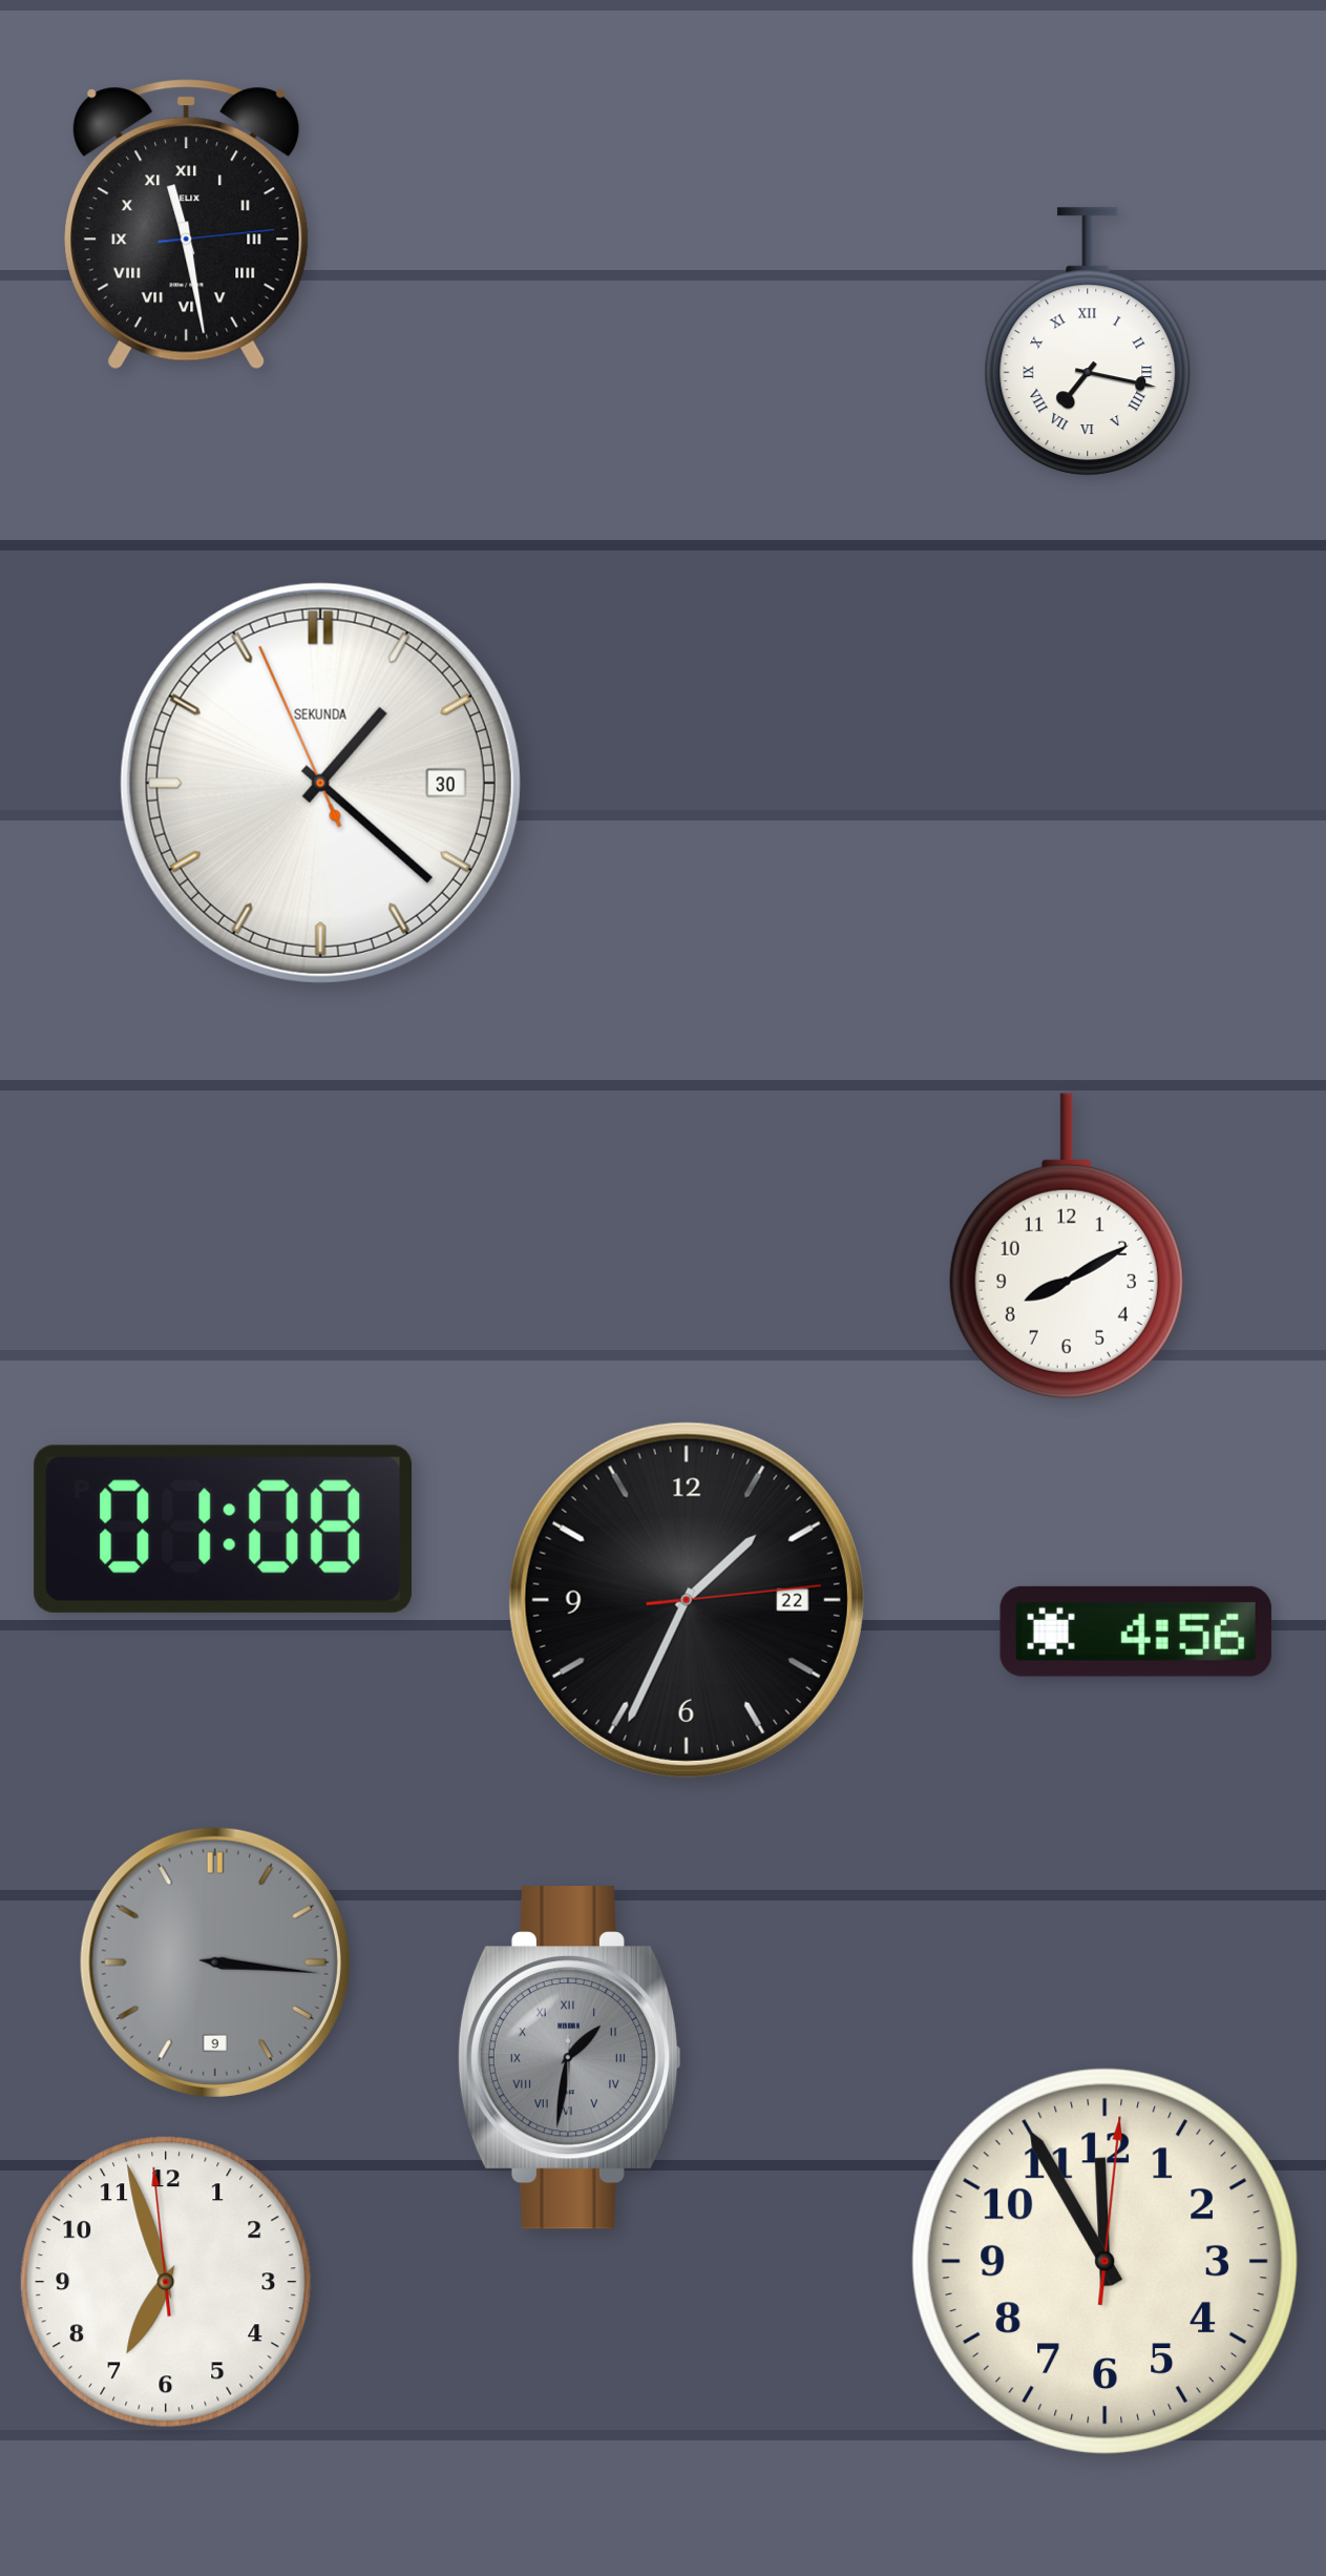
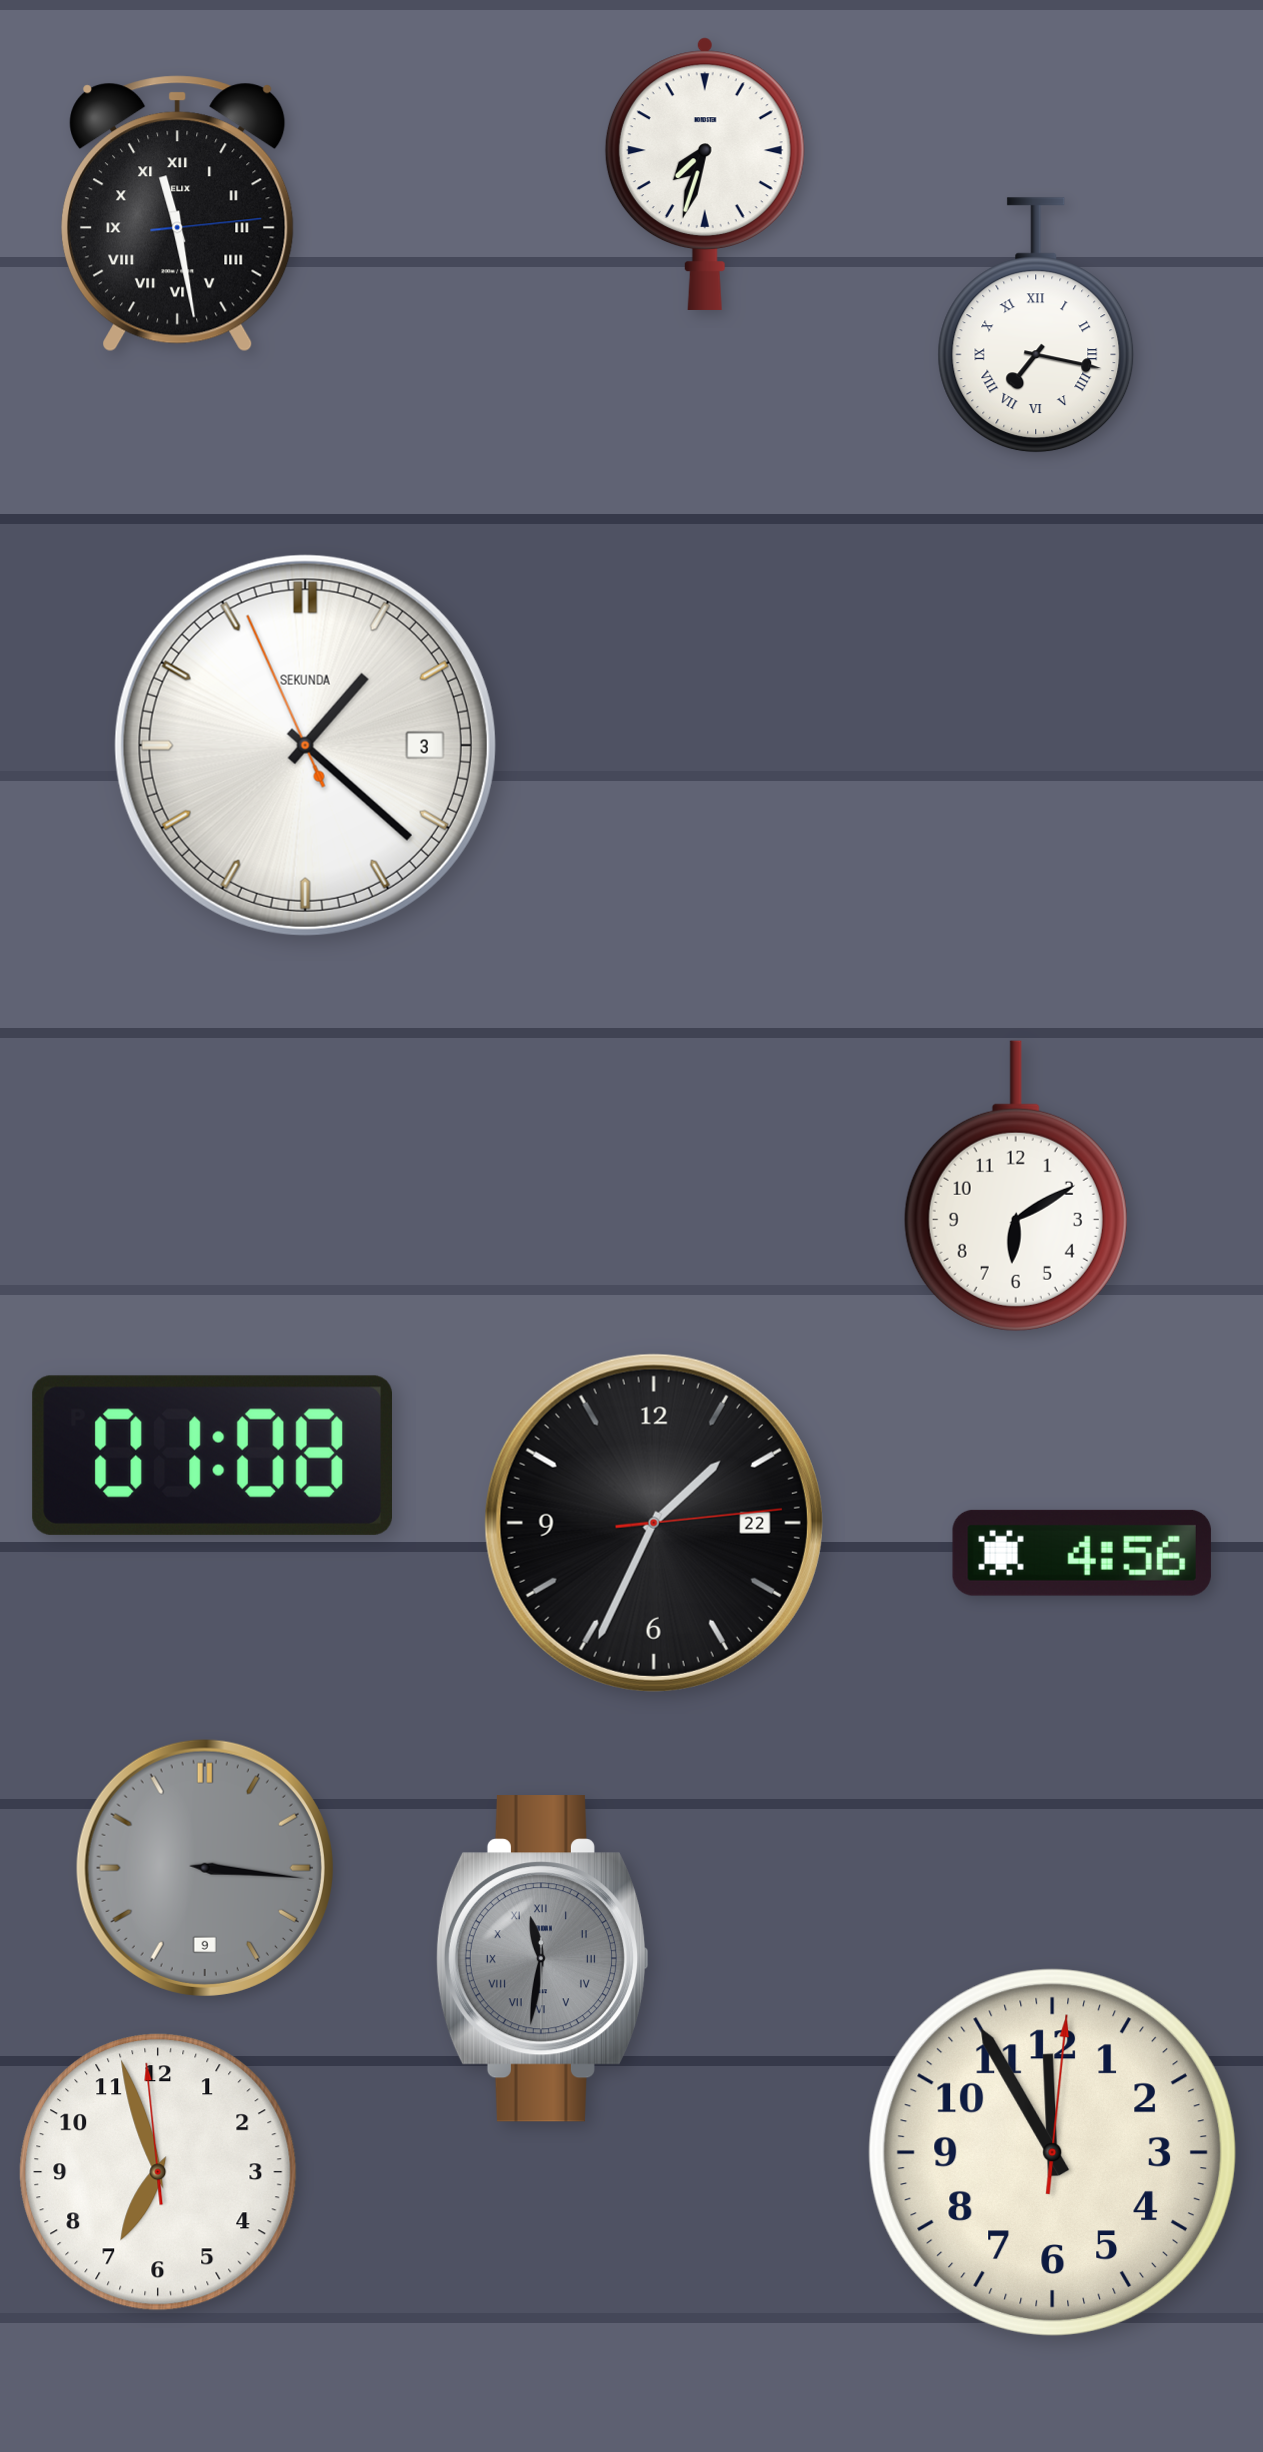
clock at (705, 174): none -> 7:33
clock at (320, 783) date: 30 -> 3
clock at (1067, 1246): 8:10 -> 6:10
clock at (568, 2058): 1:31 -> 11:31
